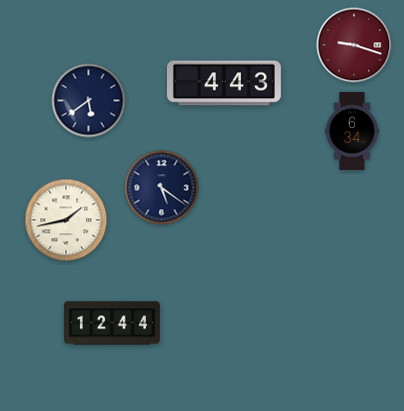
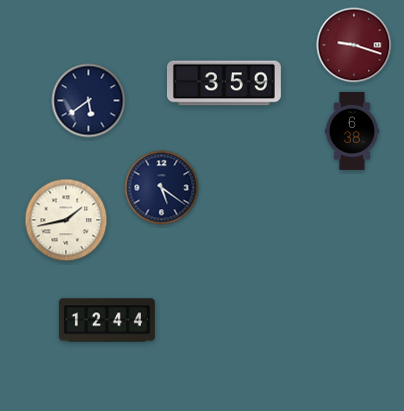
clock at (225, 83): 4:43 -> 3:59
clock at (352, 131): 6:34 -> 6:38
clock at (112, 323) position: (112, 323) -> (107, 320)
